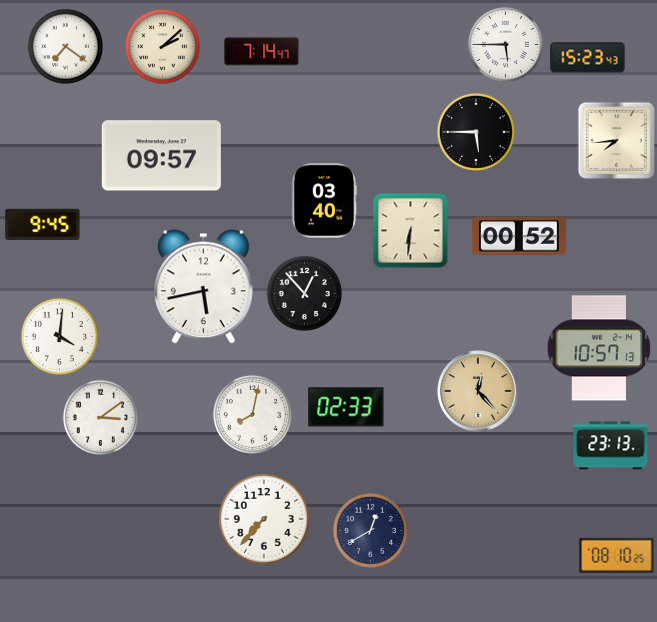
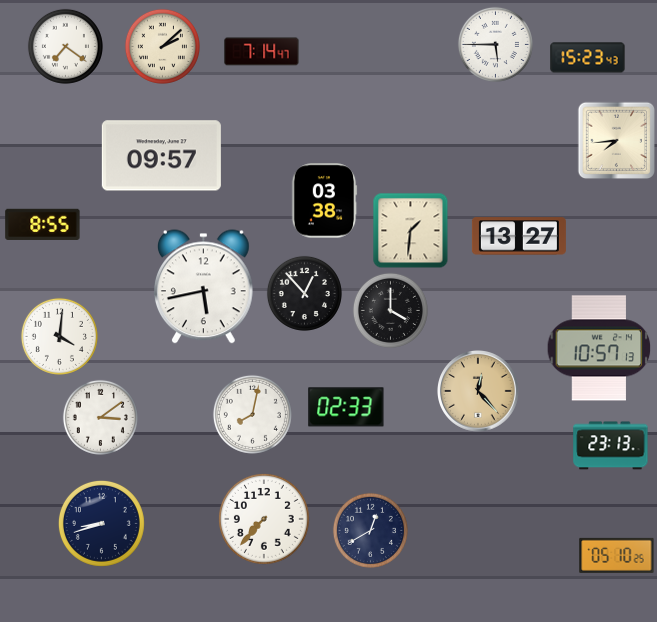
clock at (505, 44) position: (505, 44) -> (495, 44)
clock at (476, 132): 5:45 -> none
clock at (324, 201): 03:40 -> 03:38
clock at (43, 224): 9:45 -> 8:55
clock at (411, 231): 6:31 -> 1:31
clock at (519, 236): 00:52 -> 13:27
clock at (390, 310): none -> 4:00
clock at (101, 523): none -> 8:42
clock at (617, 555): 08:10 -> 05:10
